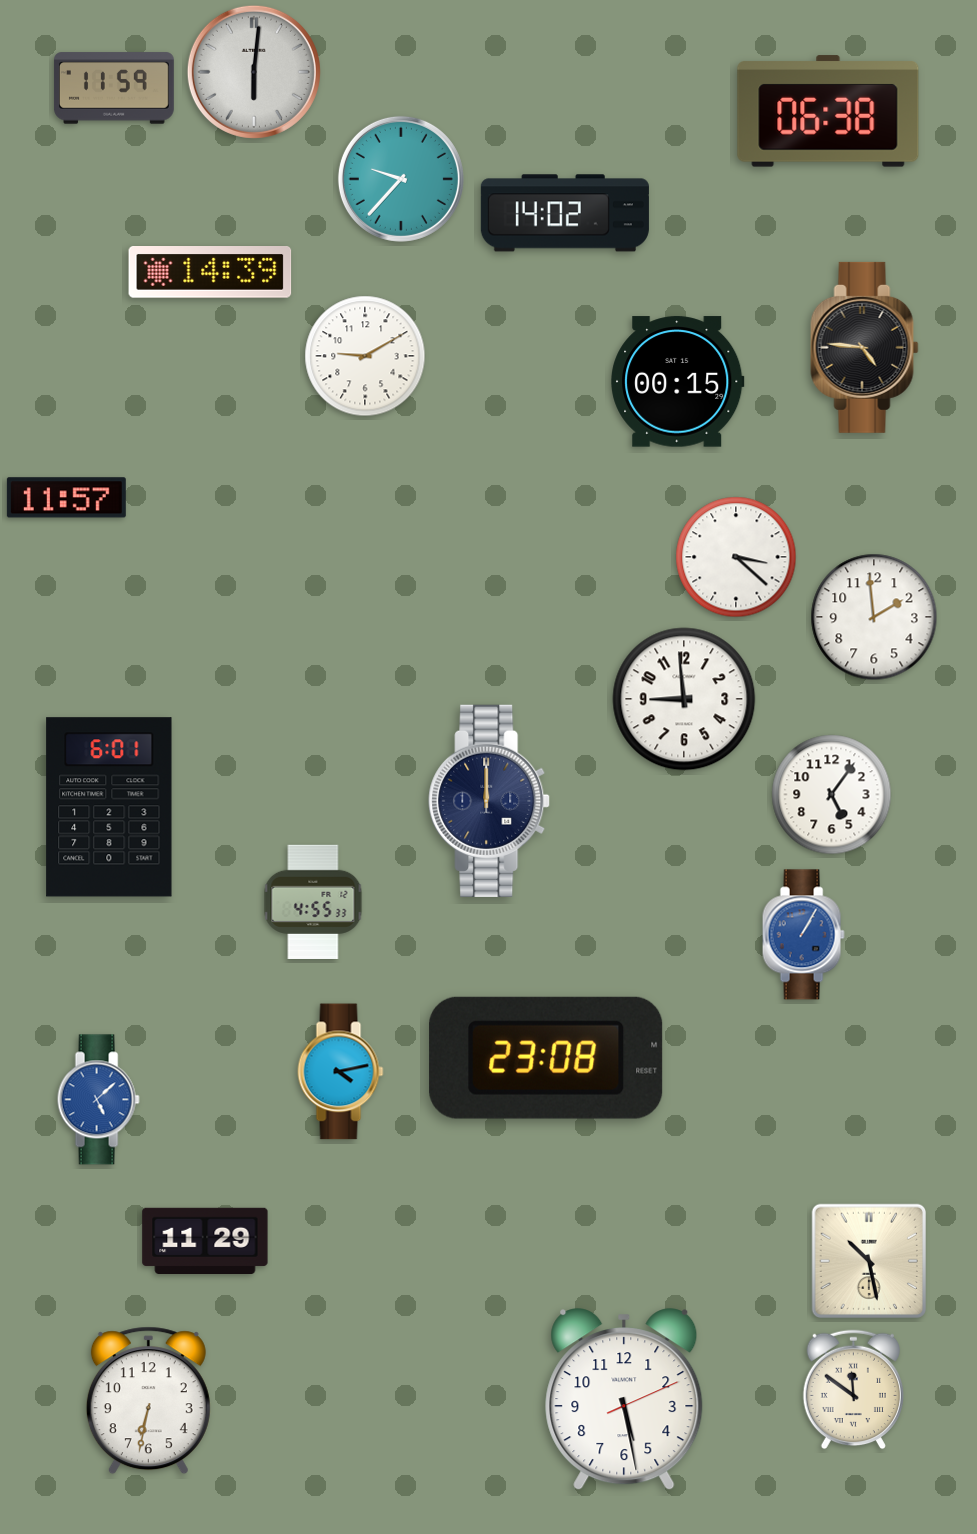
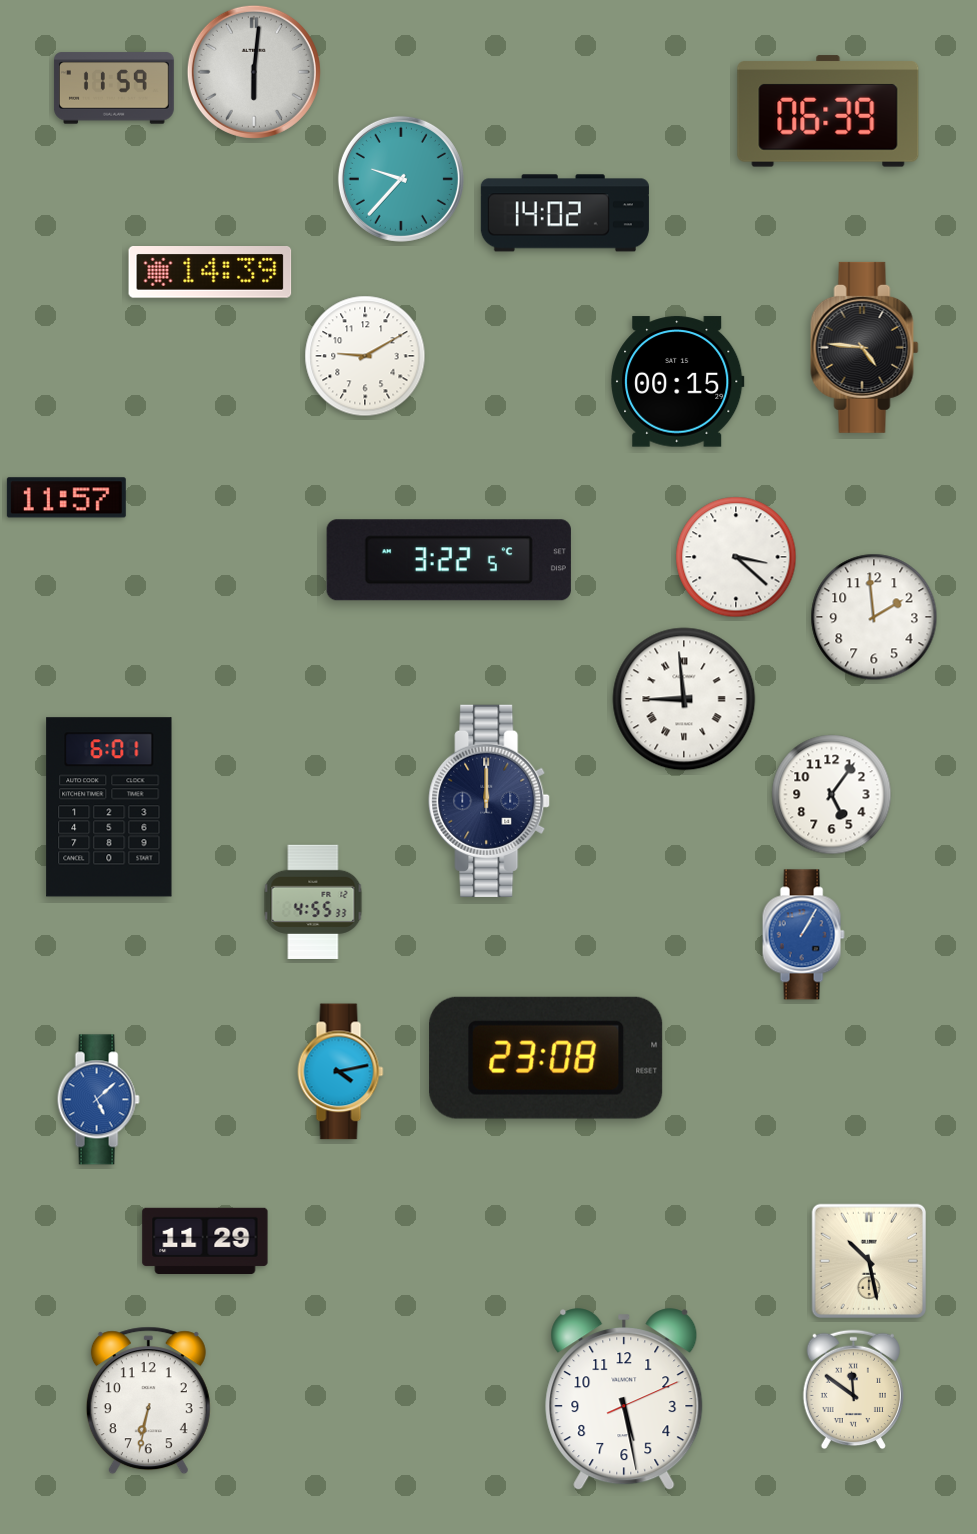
clock at (828, 111): 06:38 -> 06:39
clock at (449, 560): none -> 3:22
clock at (684, 699) numerals: Arabic -> Roman
